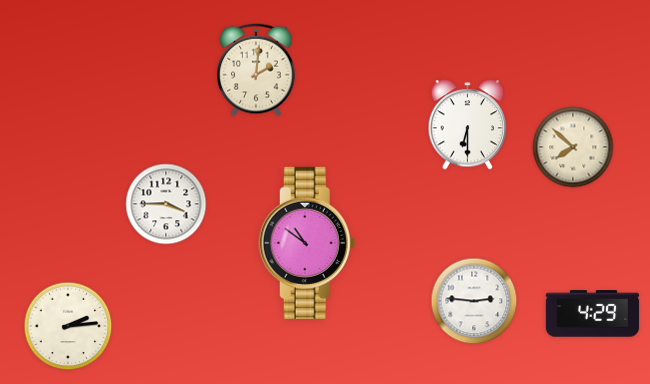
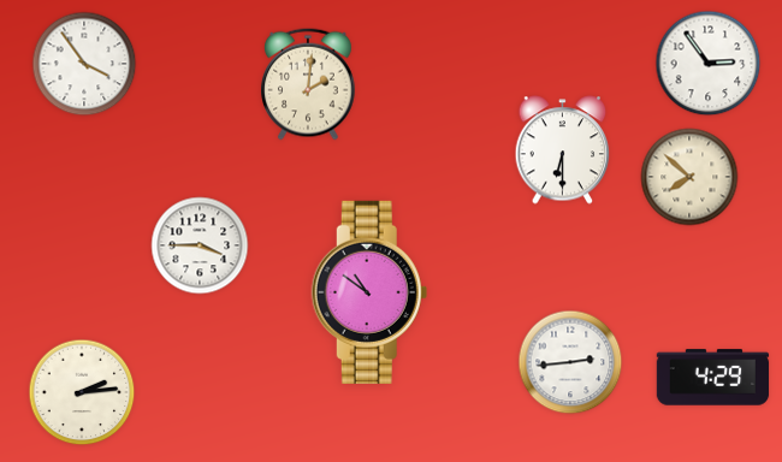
clock at (84, 64): none -> 3:54
clock at (709, 64): none -> 2:54
clock at (474, 301): 2:46 -> 2:44
